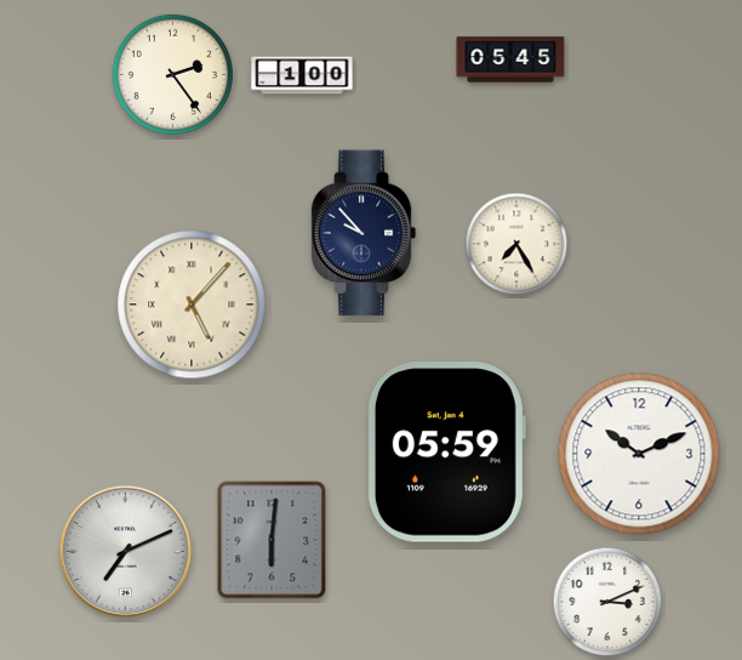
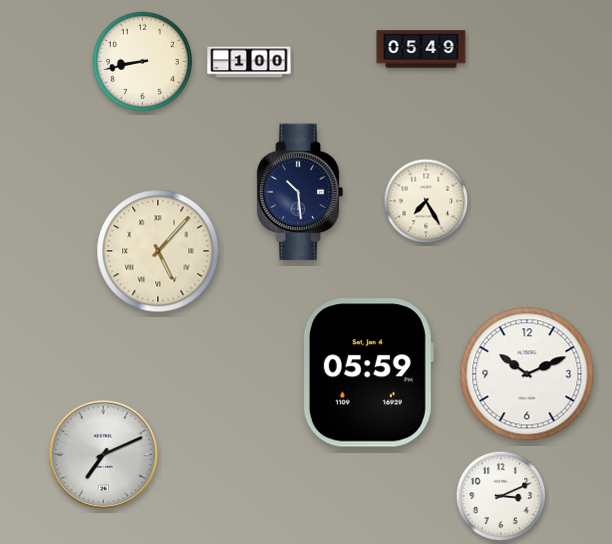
clock at (510, 59): 05:45 -> 05:49
clock at (172, 74): 2:24 -> 8:43
clock at (364, 233): 9:53 -> 10:29
clock at (272, 540): 6:01 -> none
